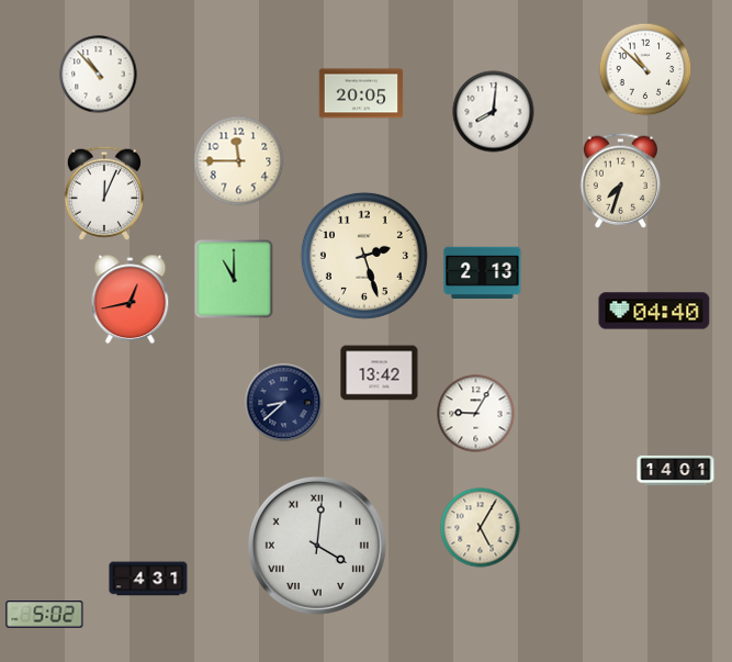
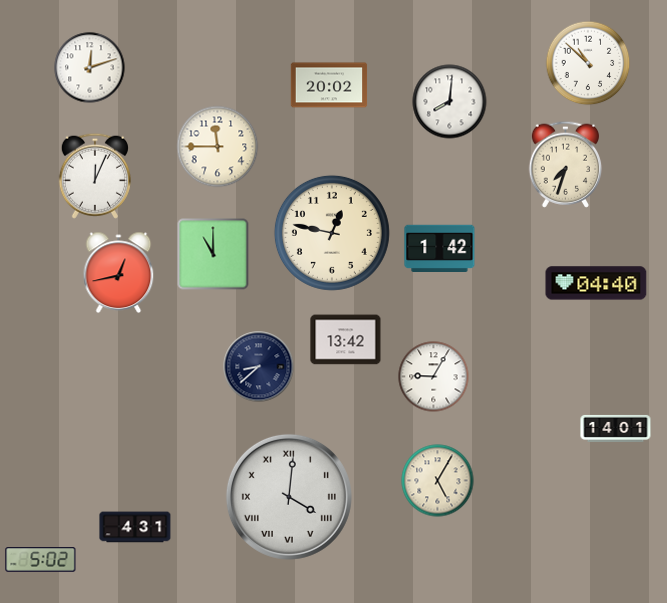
clock at (99, 75): 10:53 -> 12:12
clock at (361, 93): 20:05 -> 20:02
clock at (364, 256): 2:27 -> 12:47
clock at (483, 272): 2:13 -> 1:42
